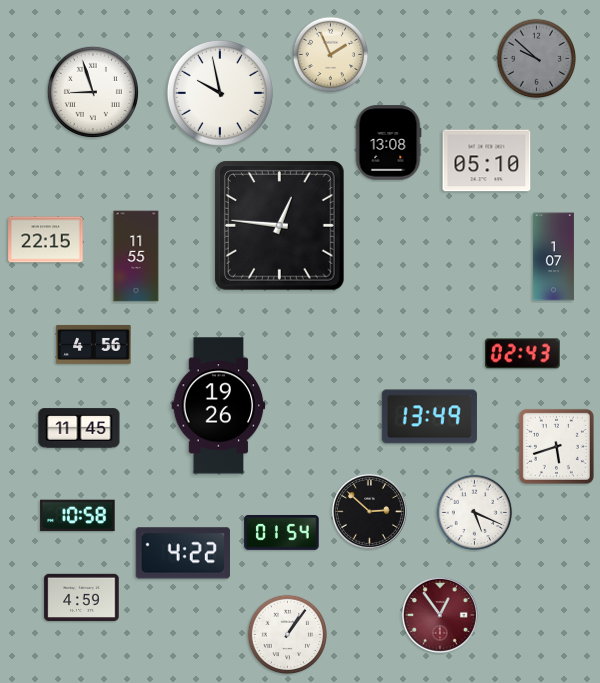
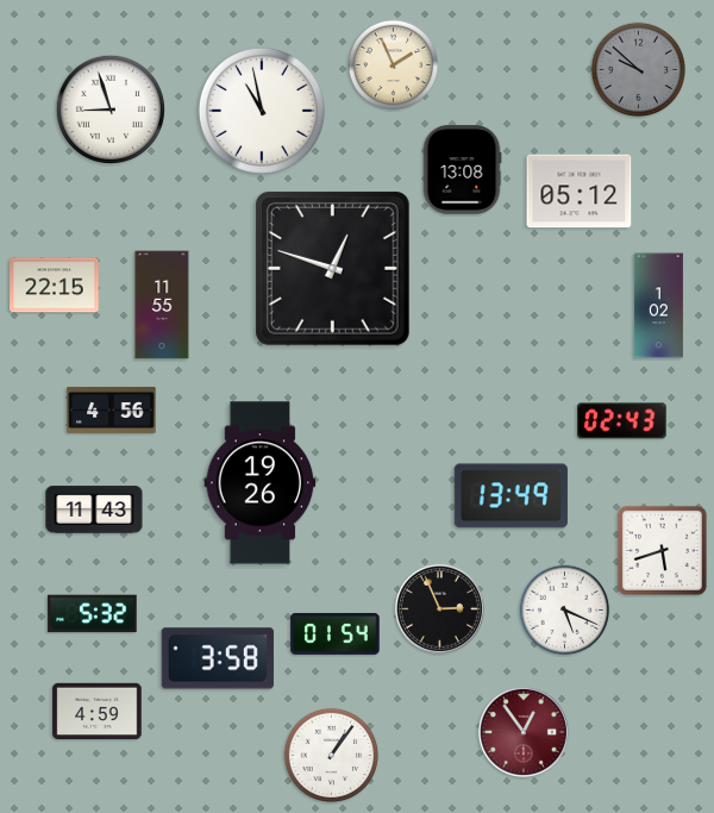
clock at (220, 93): 9:58 -> 10:58
clock at (487, 161): 05:10 -> 05:12
clock at (280, 226): 12:46 -> 12:48
clock at (553, 257): 1:07 -> 1:02
clock at (79, 428): 11:45 -> 11:43
clock at (556, 446) position: (556, 446) -> (662, 550)
clock at (369, 511): 2:52 -> 2:56
clock at (78, 516): 10:58 -> 5:32
clock at (183, 553): 4:22 -> 3:58
clock at (288, 635) position: (288, 635) -> (332, 756)
